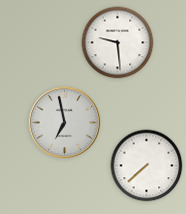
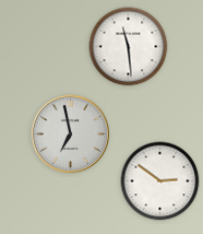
clock at (118, 43): 9:29 -> 11:29
clock at (147, 166): 7:38 -> 2:51
